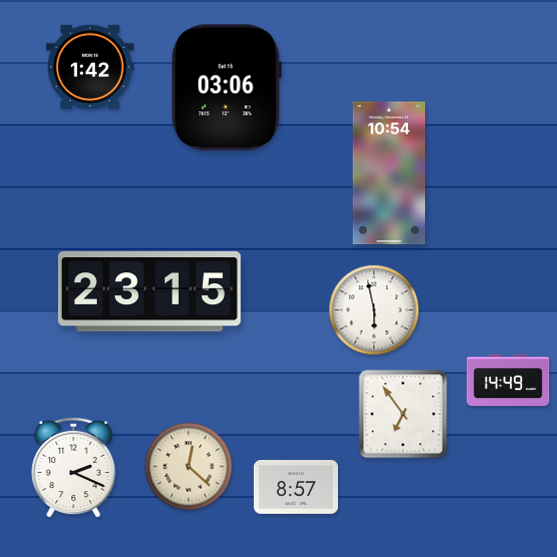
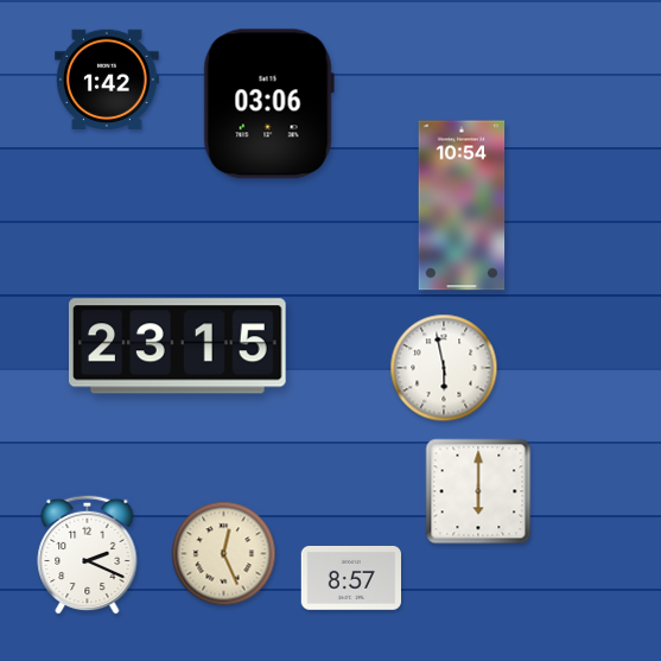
clock at (508, 380): 14:49 -> none
clock at (403, 414): 6:54 -> 6:00
clock at (189, 467): 12:22 -> 12:26
